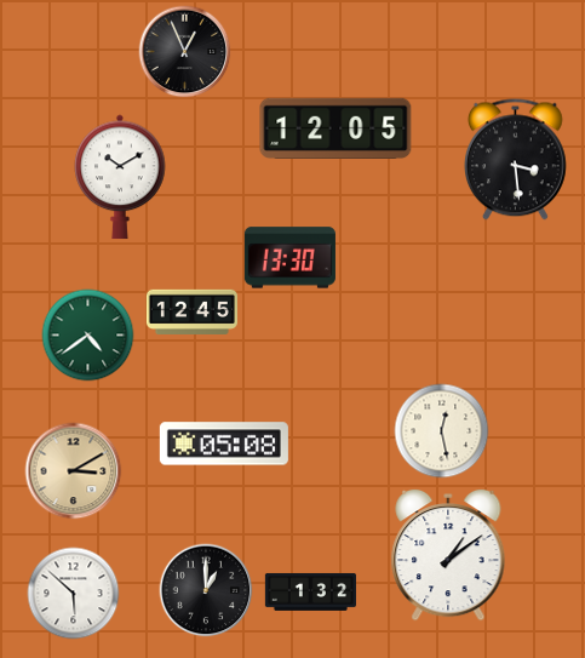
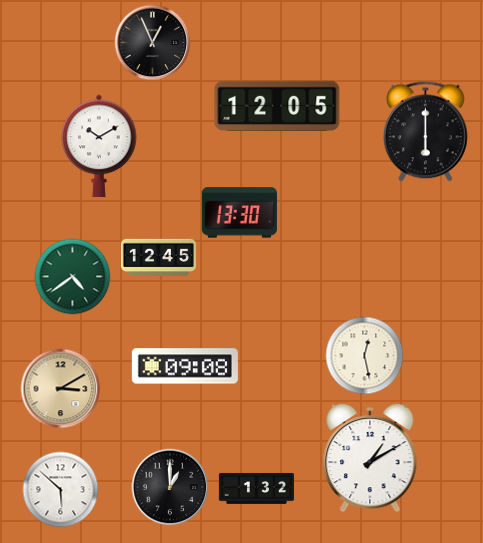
clock at (515, 160): 3:29 -> 6:00
clock at (224, 444): 05:08 -> 09:08
clock at (448, 555): 1:09 -> 1:10
